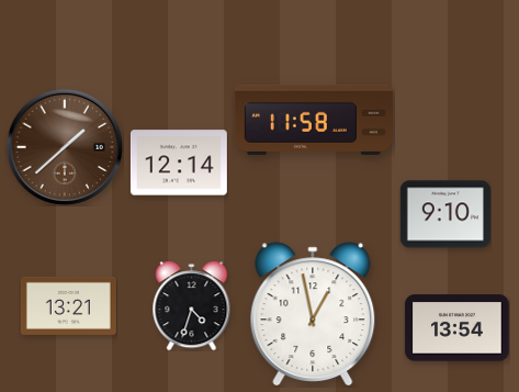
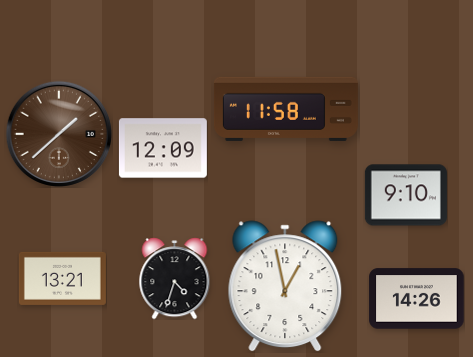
clock at (179, 163): 12:14 -> 12:09
clock at (458, 328): 13:54 -> 14:26
